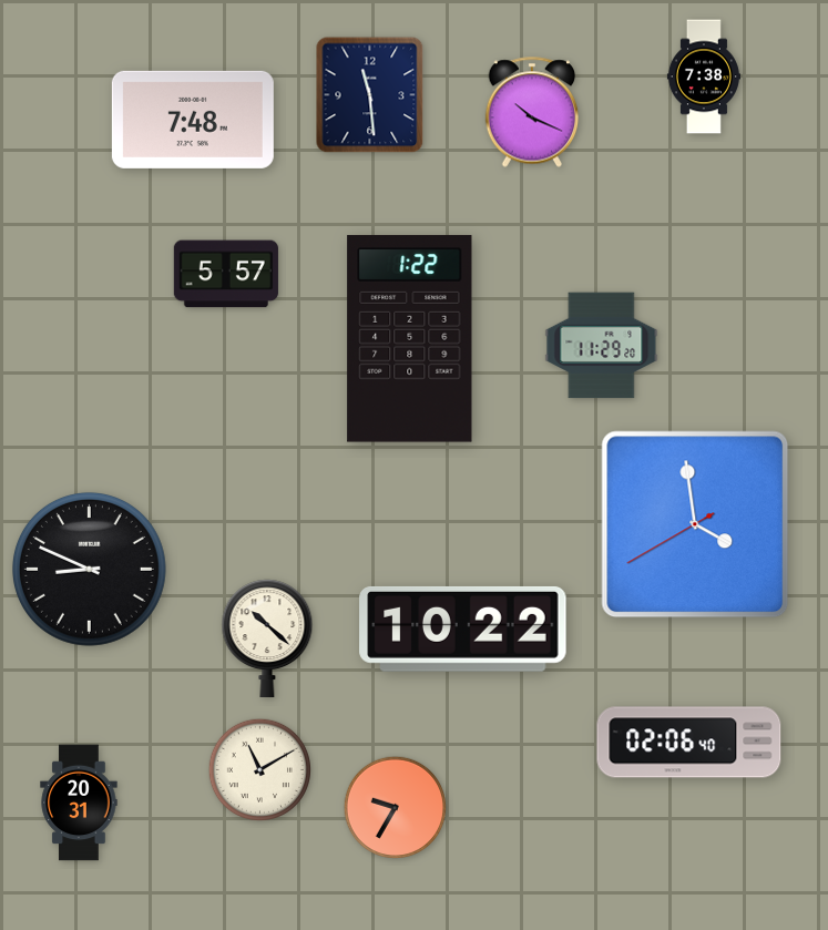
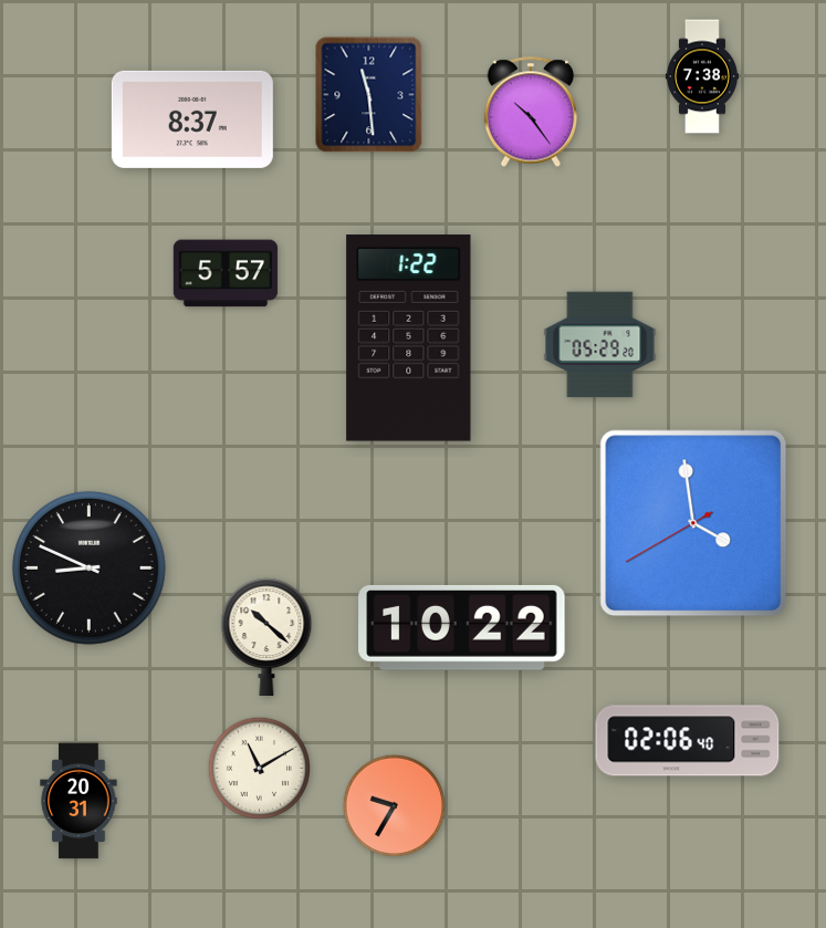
clock at (532, 112): 10:19 -> 10:24
clock at (193, 120): 7:48 -> 8:37
clock at (602, 346): 11:29 -> 05:29
